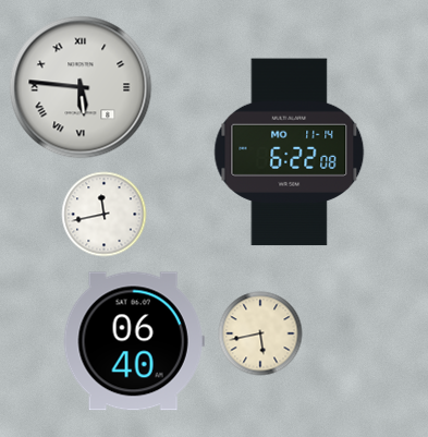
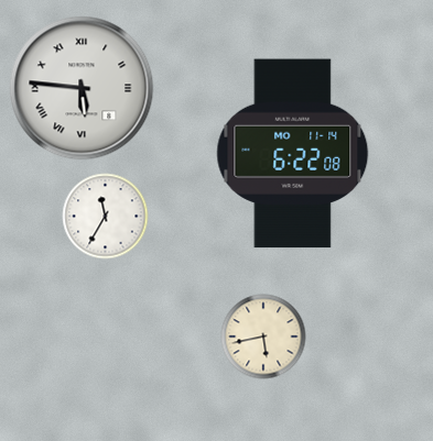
clock at (105, 215): 11:43 -> 11:35
clock at (134, 341): 06:40 -> none
